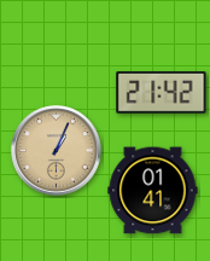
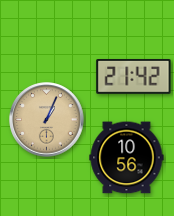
clock at (57, 151) position: (57, 151) -> (47, 120)
clock at (153, 191): 01:41 -> 10:56
